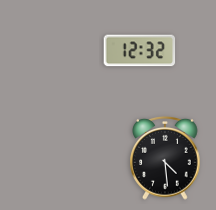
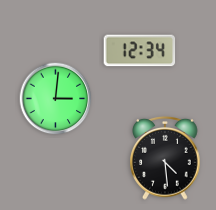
clock at (140, 51): 12:32 -> 12:34
clock at (56, 99): none -> 3:01
